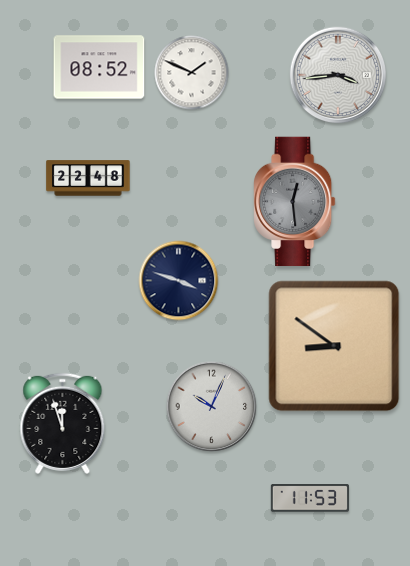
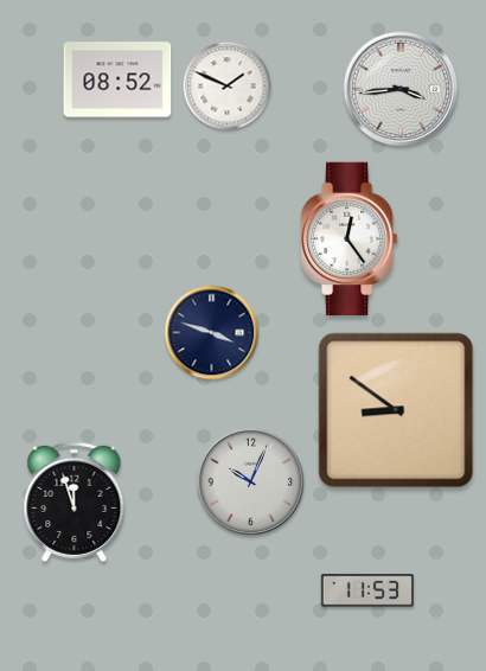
clock at (88, 178): 22:48 -> none
clock at (295, 202): 12:29 -> 12:24
clock at (295, 202) dial: grey -> white
